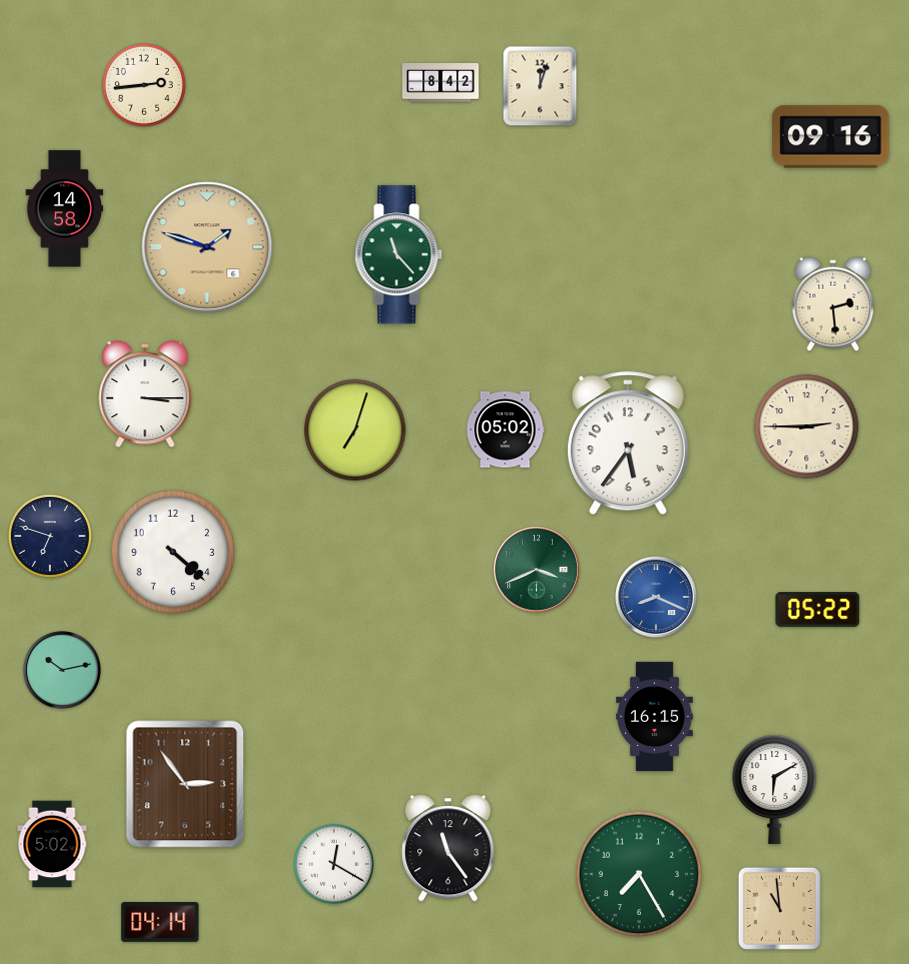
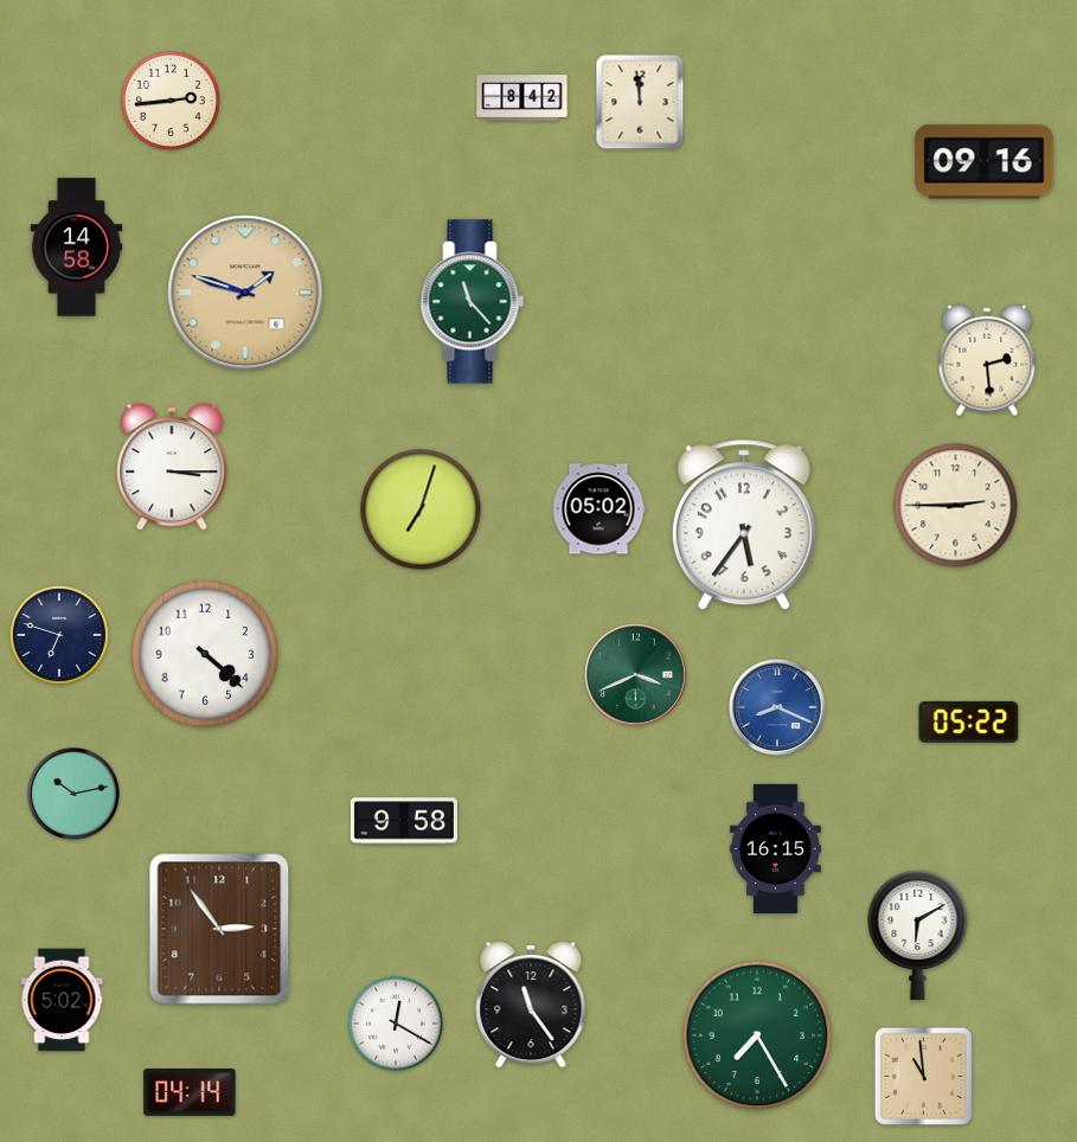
clock at (540, 86): 12:03 -> 11:59
clock at (404, 821): none -> 9:58
